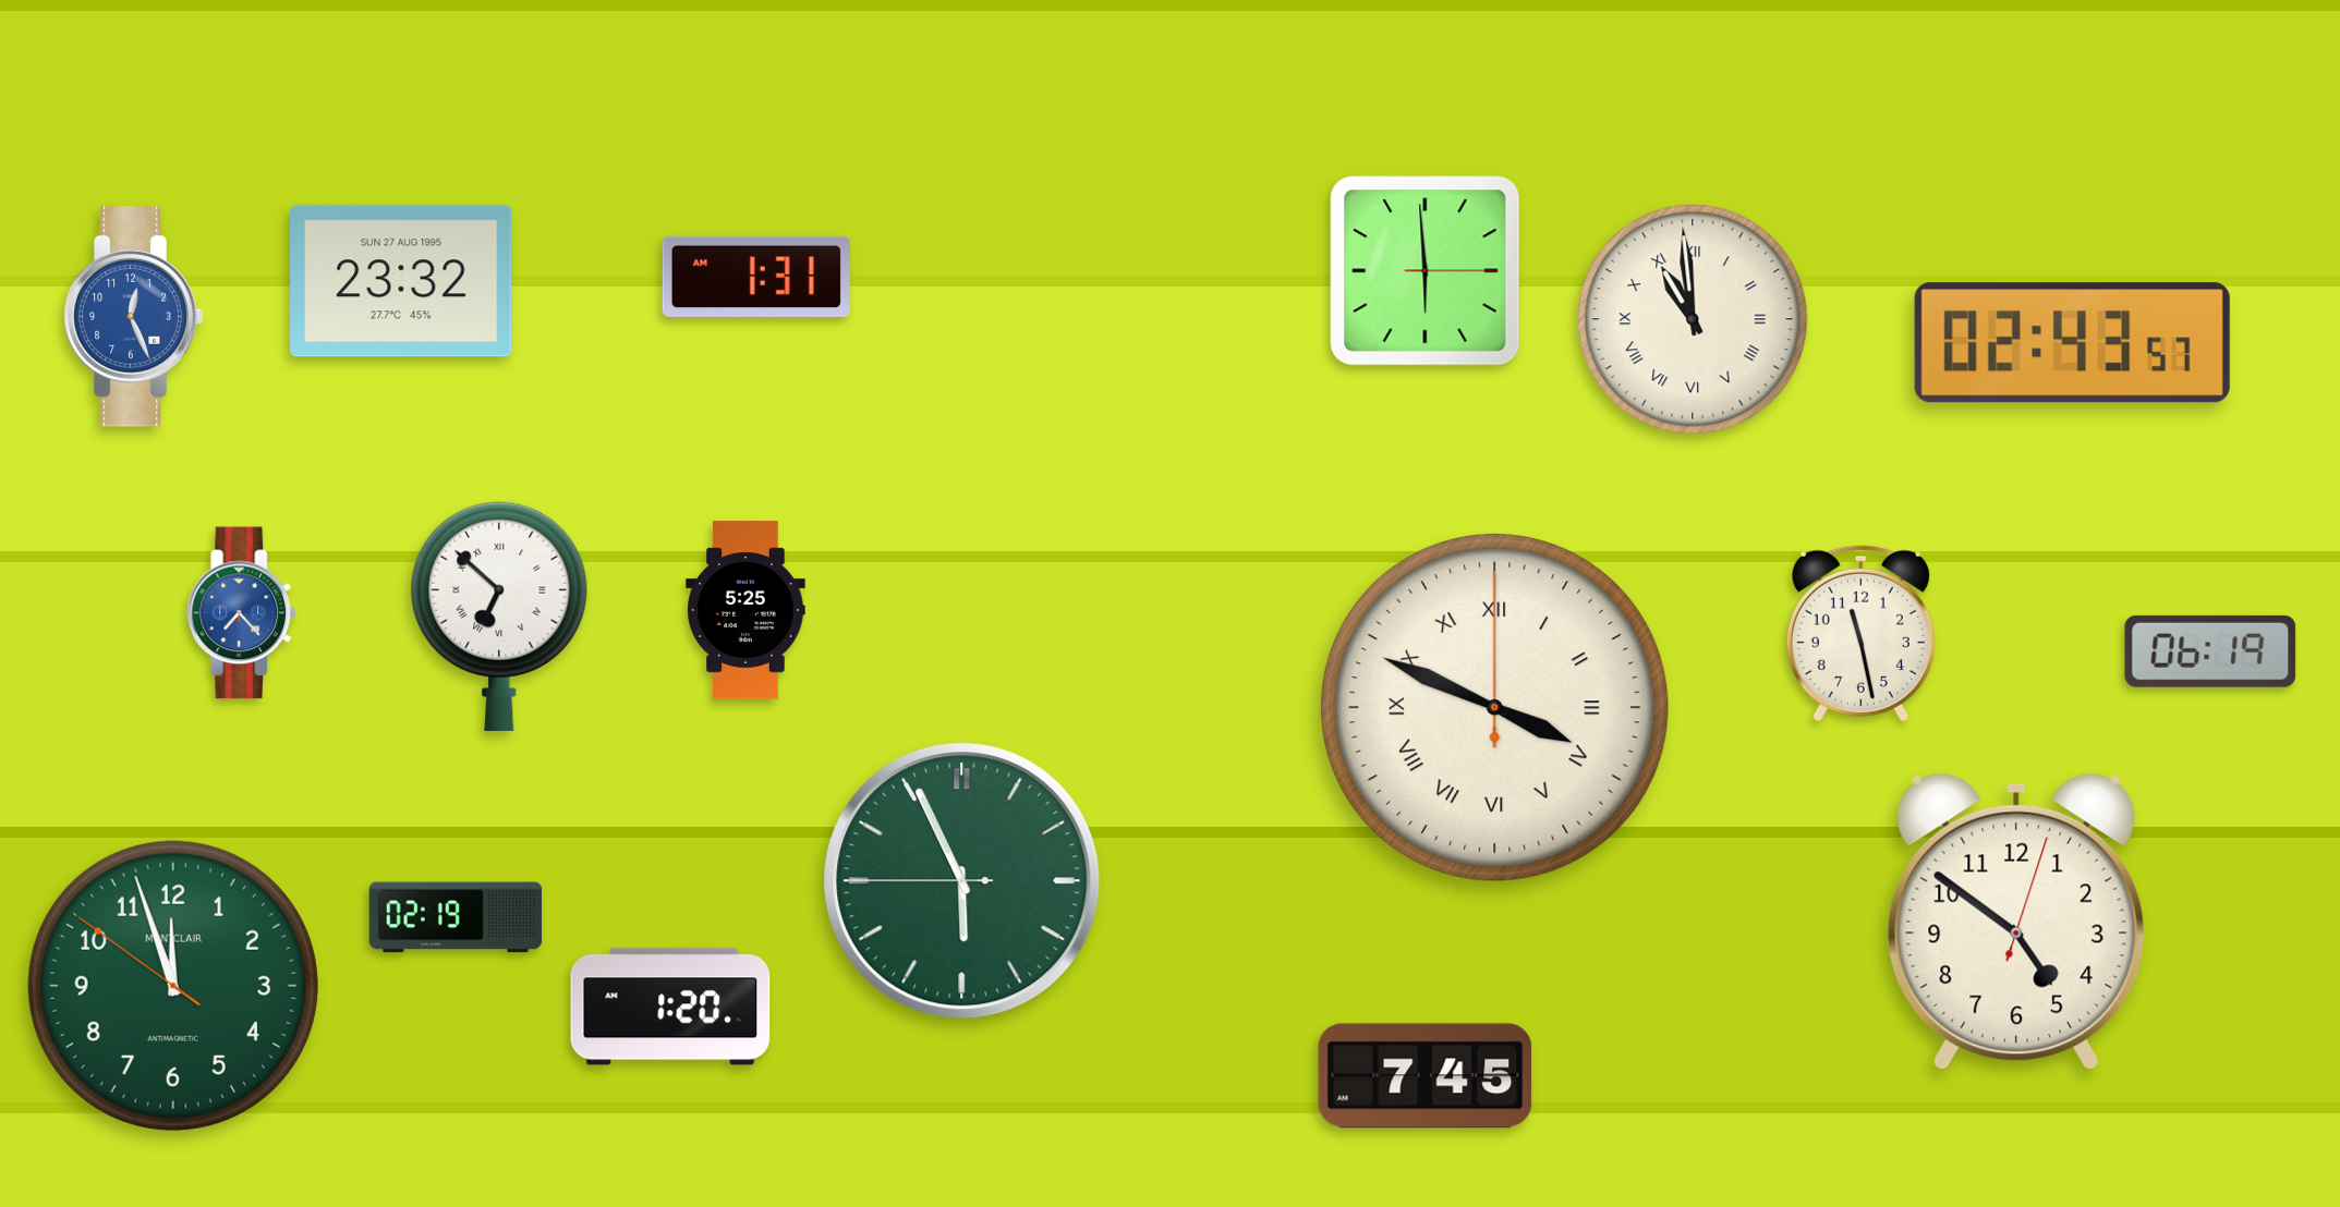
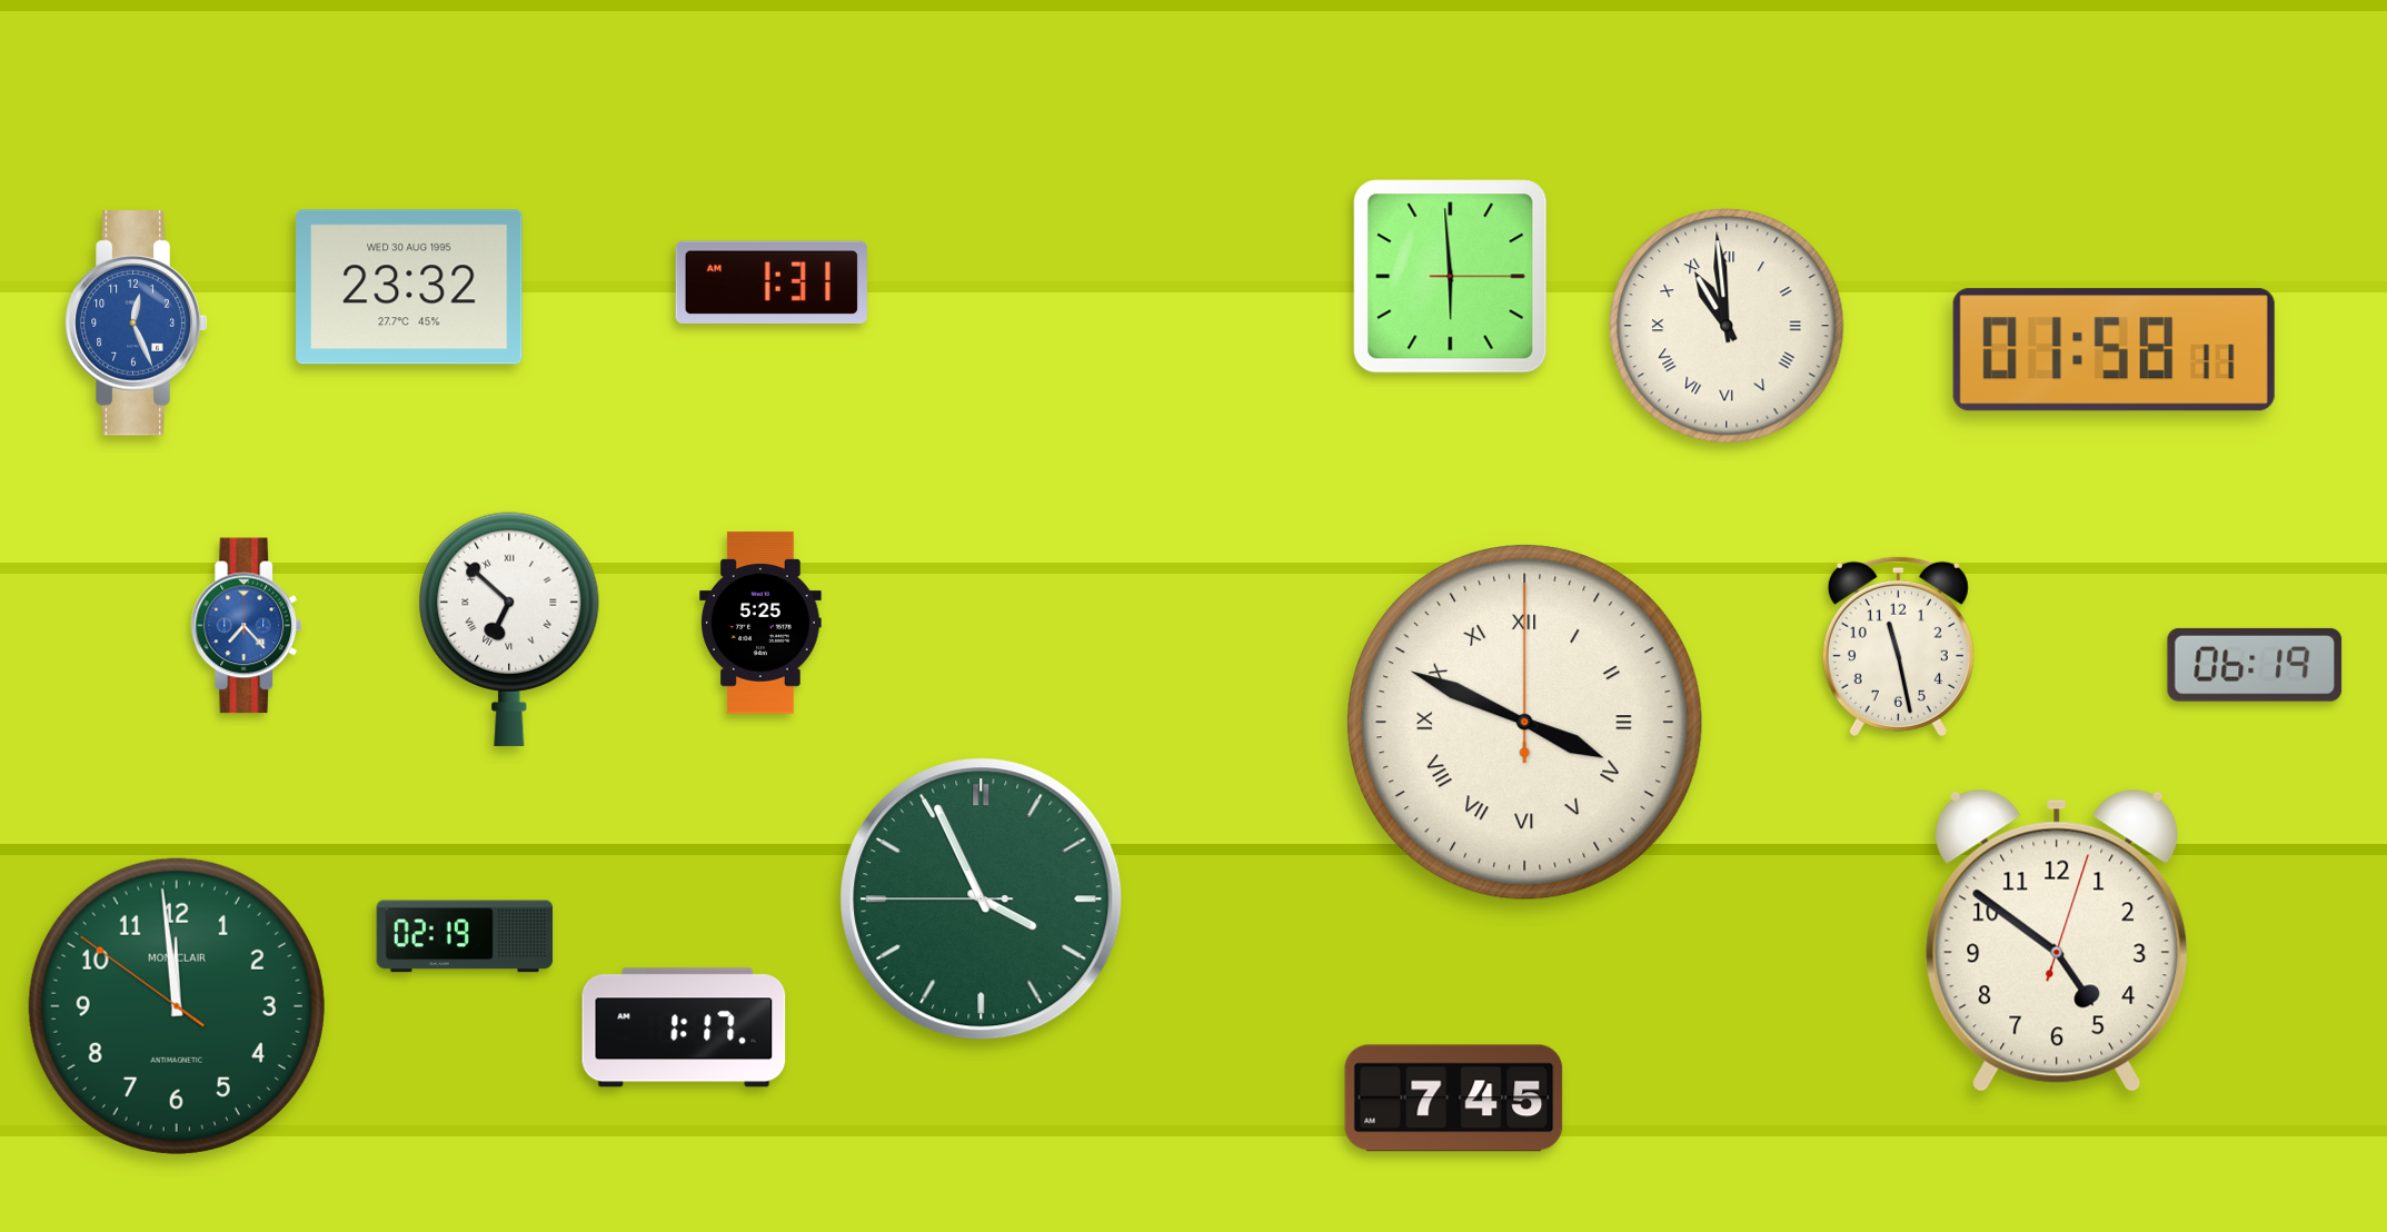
clock at (1426, 271) position: (1426, 271) -> (1451, 277)
clock at (401, 281) date: SUN 27 AUG 1995 -> WED 30 AUG 1995
clock at (2072, 343): 02:43 -> 01:58
clock at (962, 881): 5:55 -> 3:55
clock at (173, 986): 11:56 -> 11:58
clock at (670, 1007): 1:20 -> 1:17
